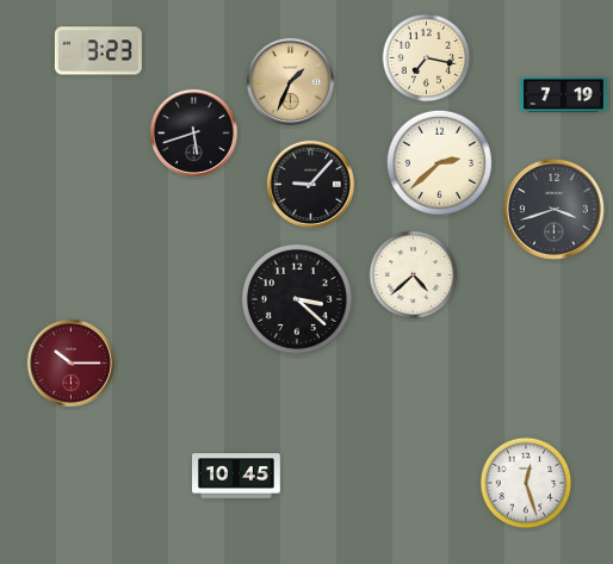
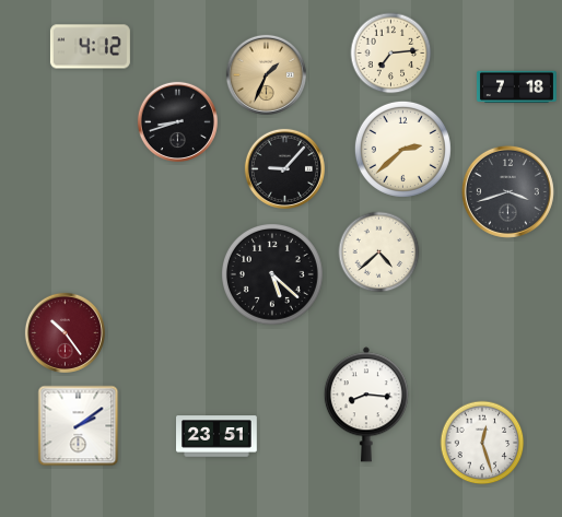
clock at (98, 51): 3:23 -> 4:12
clock at (427, 58): 7:17 -> 7:14
clock at (563, 95): 7:19 -> 7:18
clock at (193, 132): 5:42 -> 8:42
clock at (298, 300): 3:22 -> 5:22
clock at (70, 362): 10:15 -> 10:24
clock at (366, 404): none -> 8:16
clock at (79, 426): none -> 2:09
clock at (237, 476): 10:45 -> 23:51
